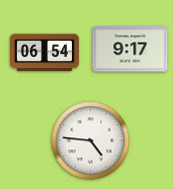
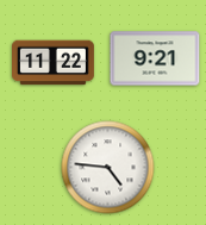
clock at (130, 49): 9:17 -> 9:21
clock at (45, 53): 06:54 -> 11:22
